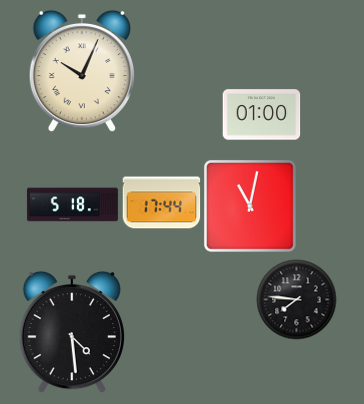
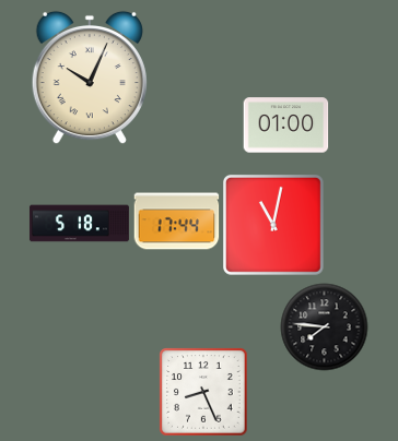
clock at (72, 332): 4:29 -> none
clock at (203, 392): none -> 8:26
